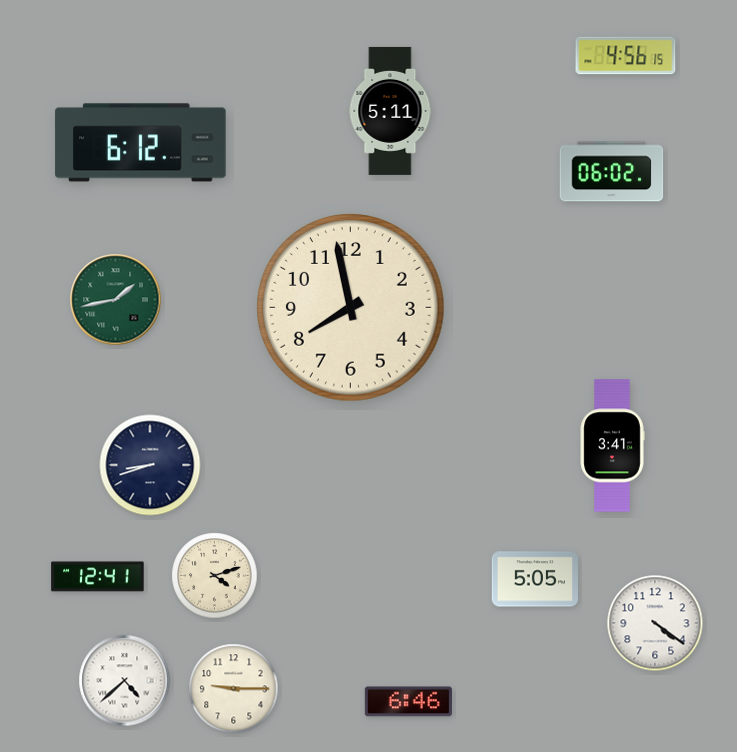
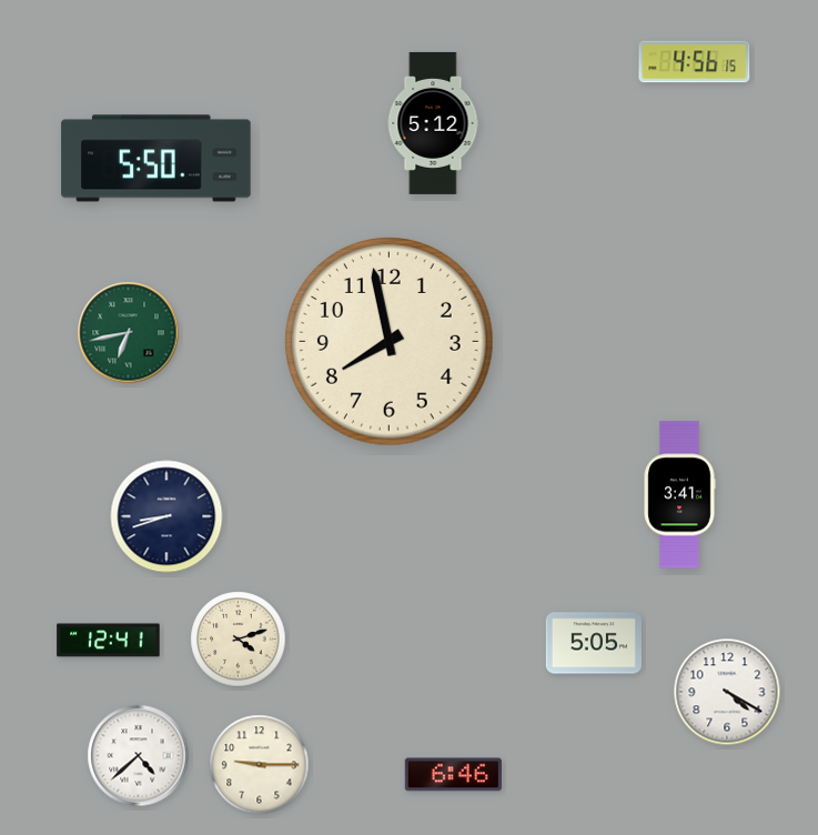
clock at (390, 111): 5:11 -> 5:12
clock at (141, 143): 6:12 -> 5:50
clock at (612, 172): 06:02 -> none
clock at (116, 300): 1:43 -> 6:43
clock at (655, 623): 4:21 -> 4:20
clock at (408, 702) position: (408, 702) -> (453, 775)
